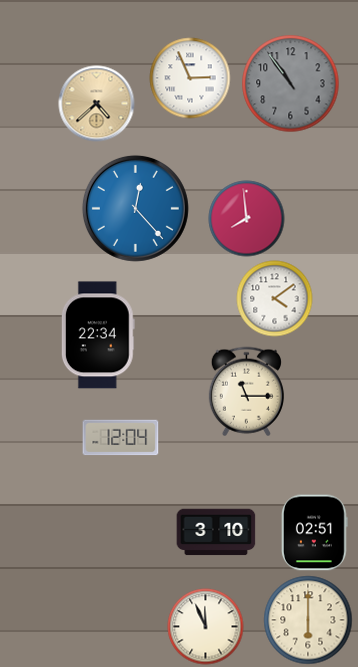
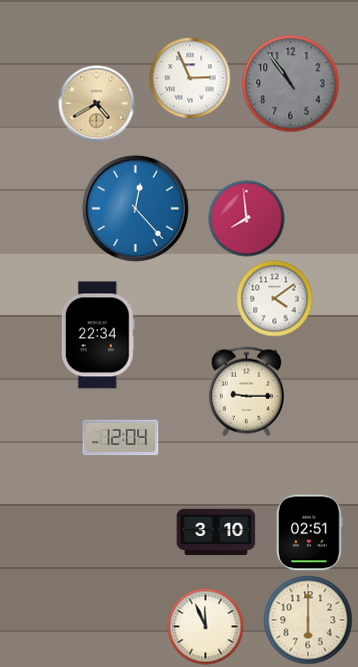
clock at (97, 104): 4:38 -> 4:40
clock at (246, 392): 11:15 -> 9:15
clock at (315, 533) position: (315, 533) -> (310, 533)
